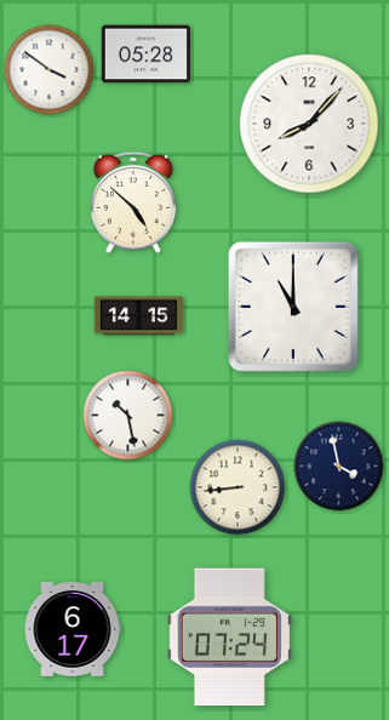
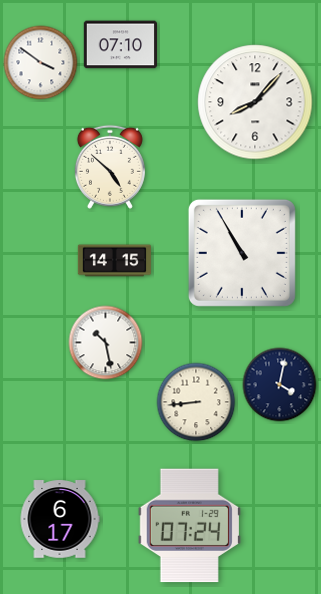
clock at (145, 55): 05:28 -> 07:10
clock at (50, 70) position: (50, 70) -> (41, 63)
clock at (293, 307): 11:00 -> 10:55
clock at (339, 467): 3:58 -> 4:02
